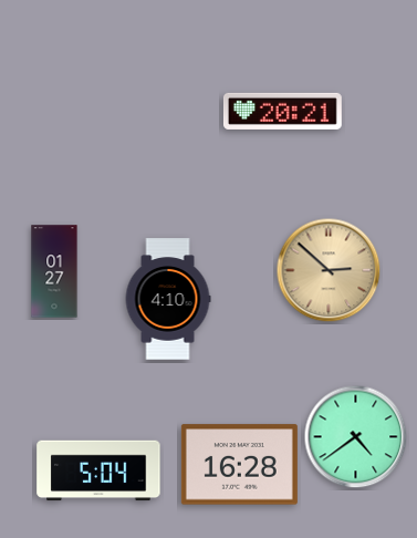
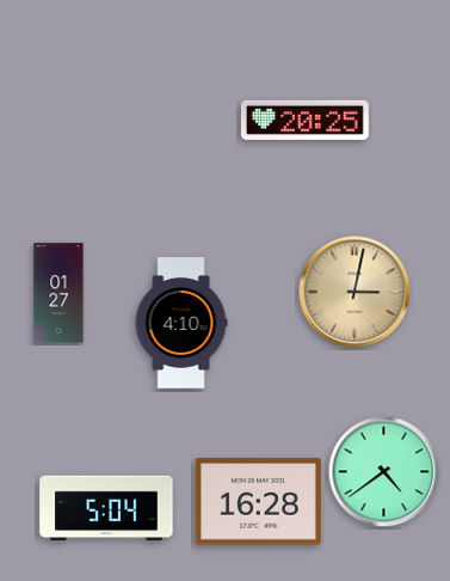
clock at (282, 111): 20:21 -> 20:25
clock at (329, 270): 2:52 -> 3:02
